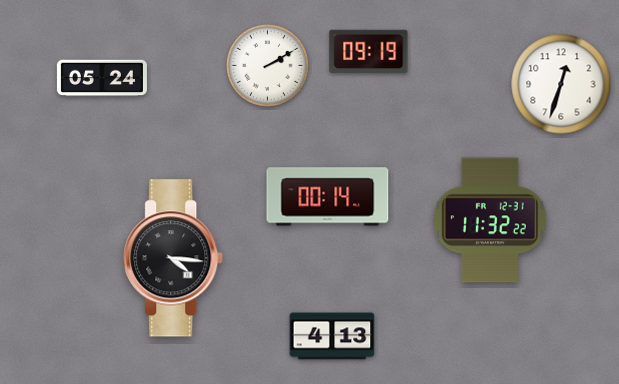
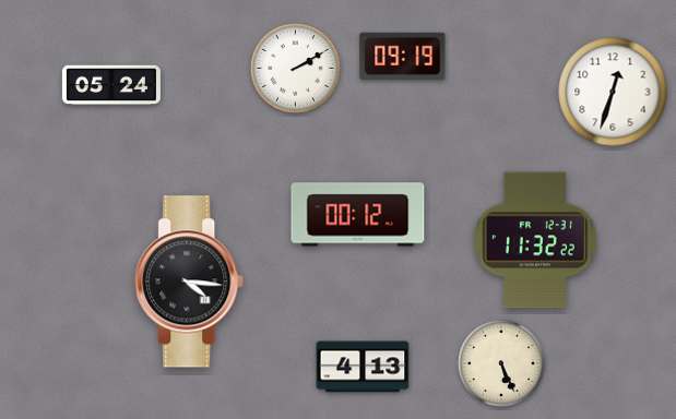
clock at (267, 65) position: (267, 65) -> (295, 68)
clock at (328, 197): 00:14 -> 00:12
clock at (501, 363): none -> 5:26
